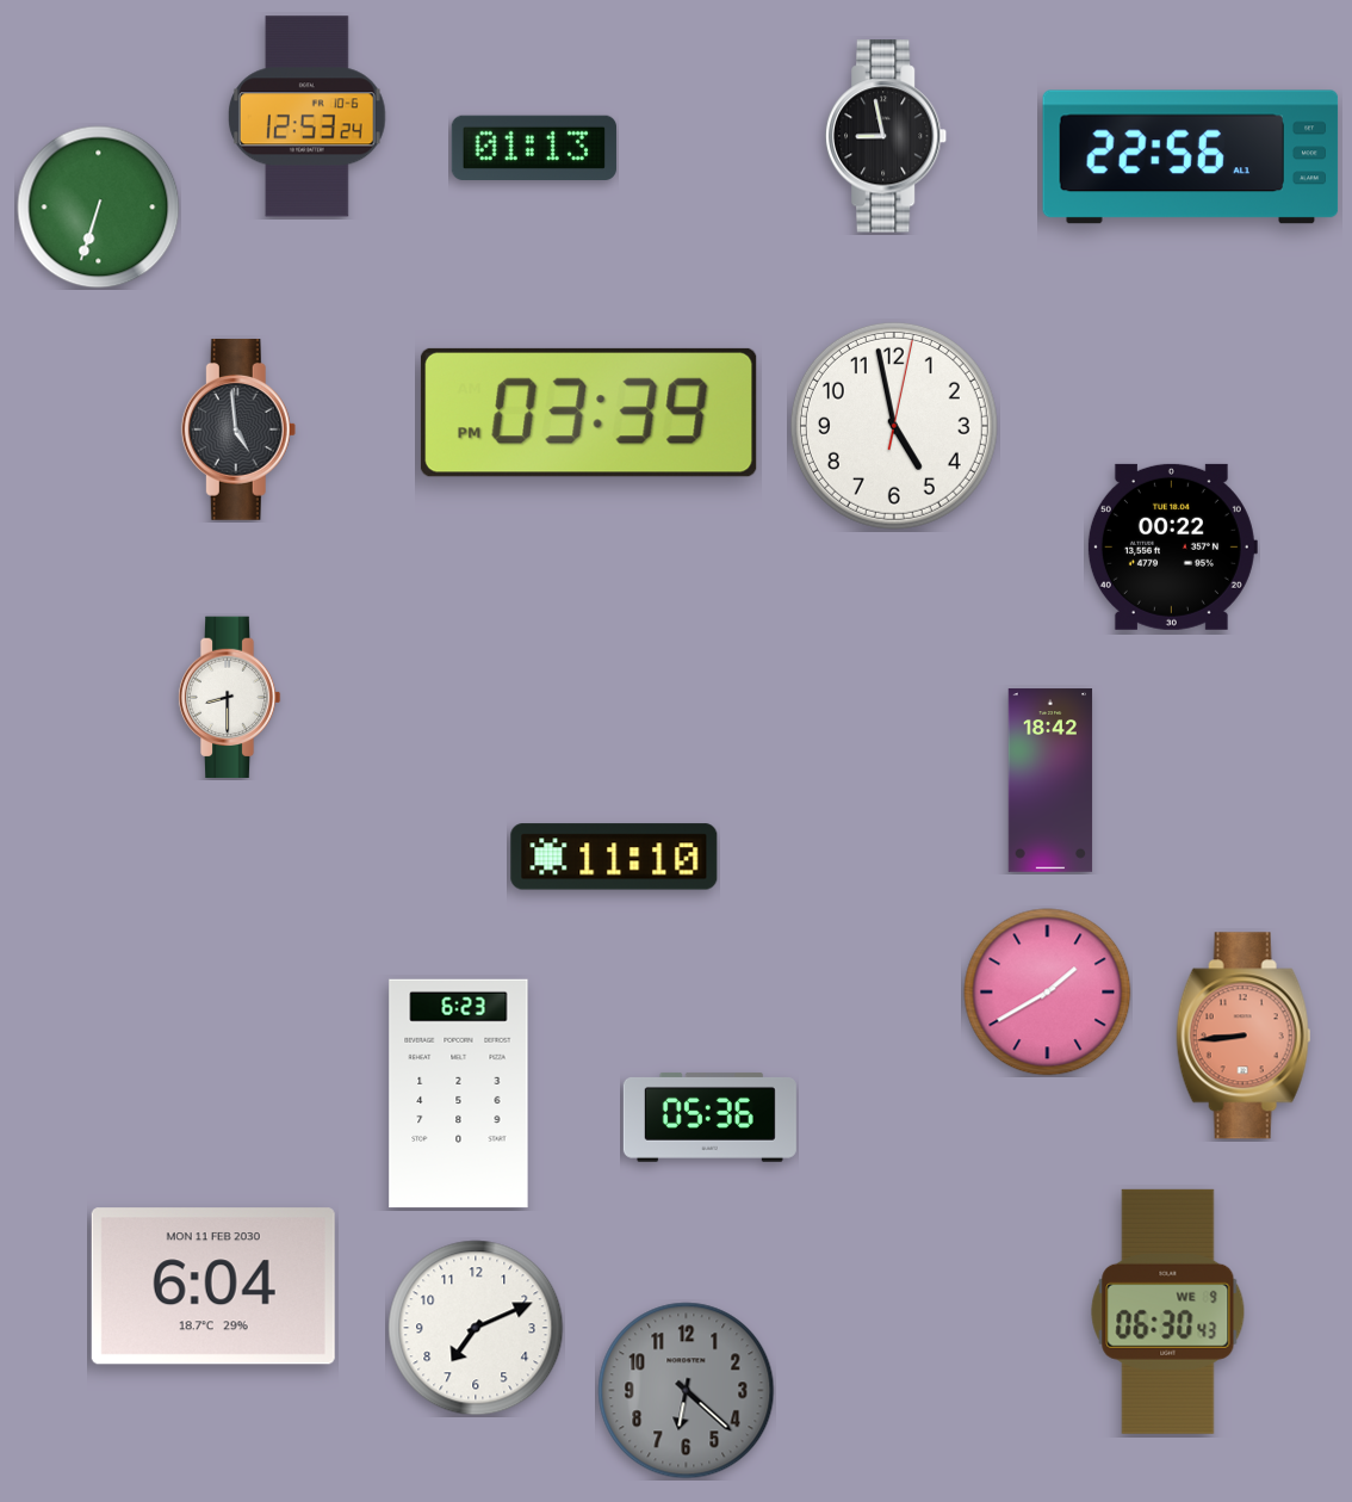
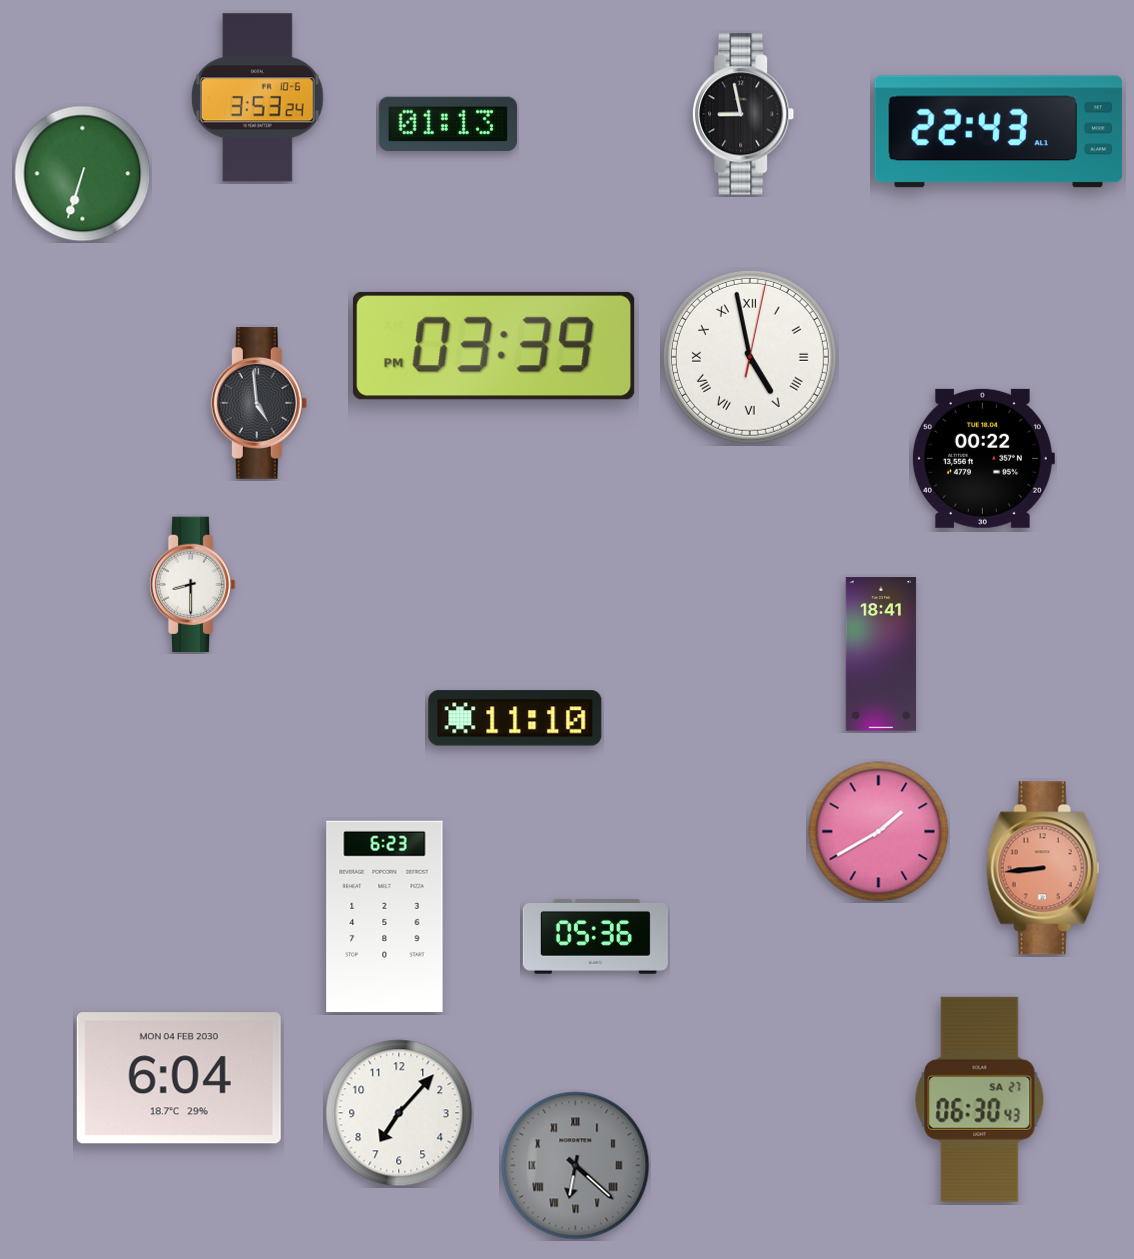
clock at (308, 117): 12:53 -> 3:53
clock at (1191, 157): 22:56 -> 22:43
clock at (894, 426) numerals: Arabic -> Roman
clock at (238, 429) position: (238, 429) -> (259, 403)
clock at (1050, 780): 18:42 -> 18:41
clock at (213, 1286) date: MON 11 FEB 2030 -> MON 04 FEB 2030
clock at (1168, 1311) date: WE 9 -> SA 27
clock at (476, 1328): 7:11 -> 7:07
clock at (687, 1391) numerals: Arabic -> Roman
